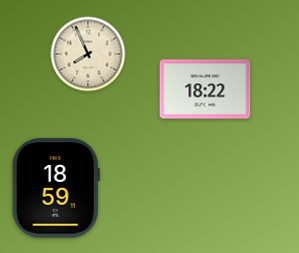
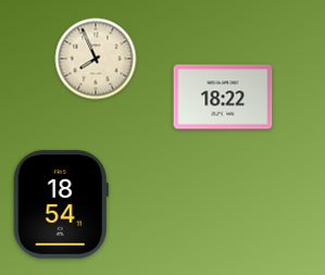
clock at (56, 188): 18:59 -> 18:54
